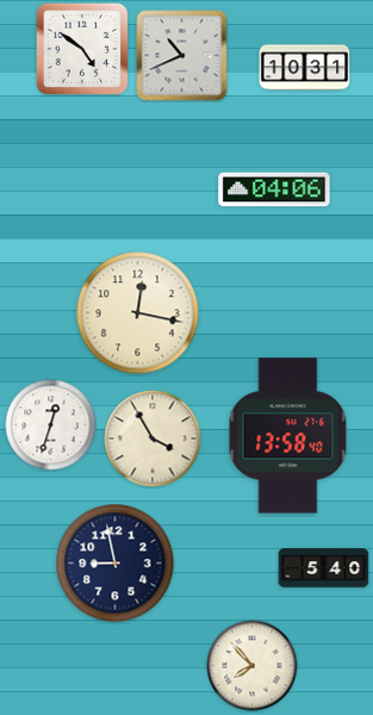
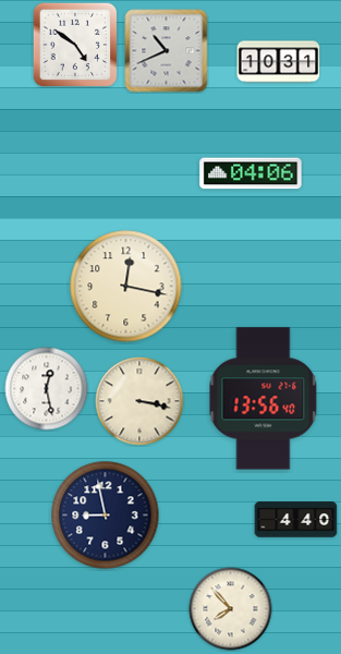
clock at (51, 425): 12:33 -> 12:28
clock at (288, 436): 13:58 -> 13:56
clock at (153, 439): 3:55 -> 3:17
clock at (324, 568): 5:40 -> 4:40
